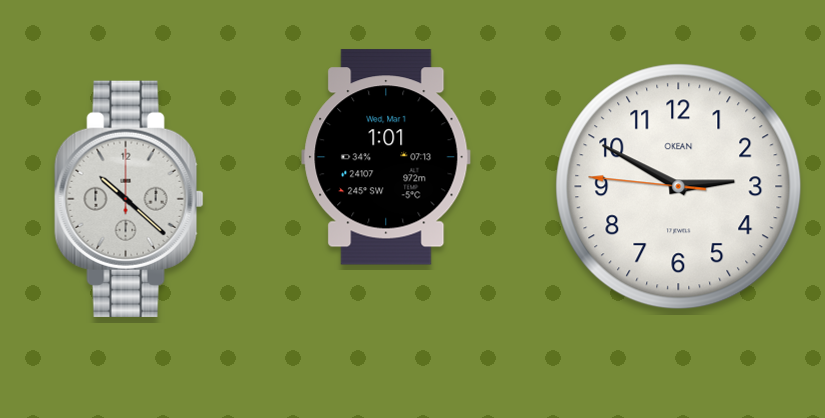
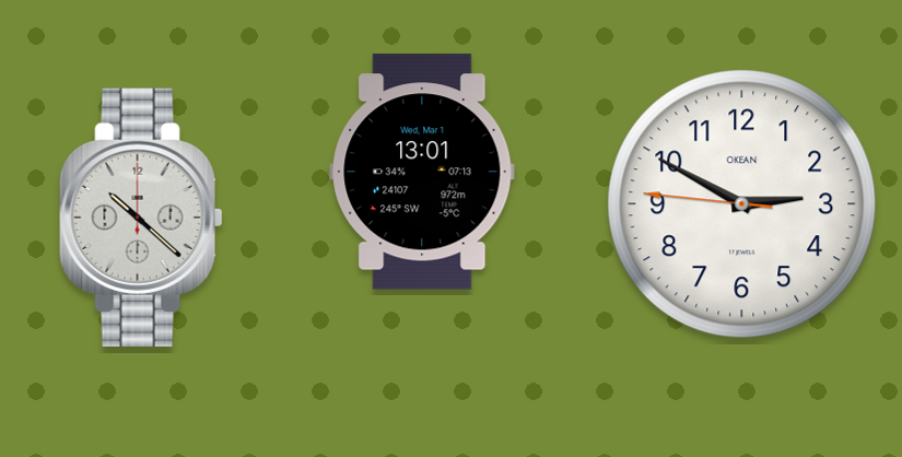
clock at (386, 157): 1:01 -> 13:01
